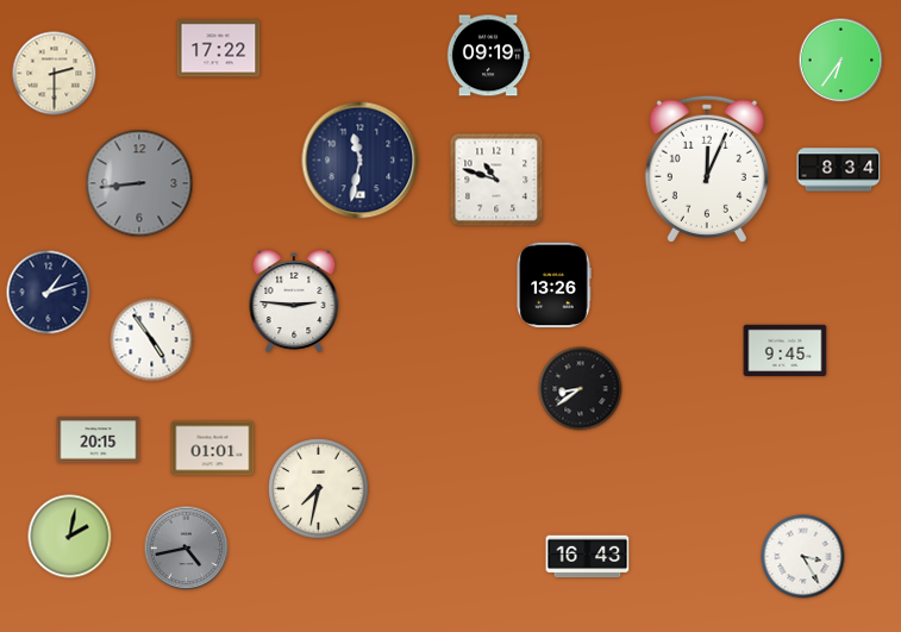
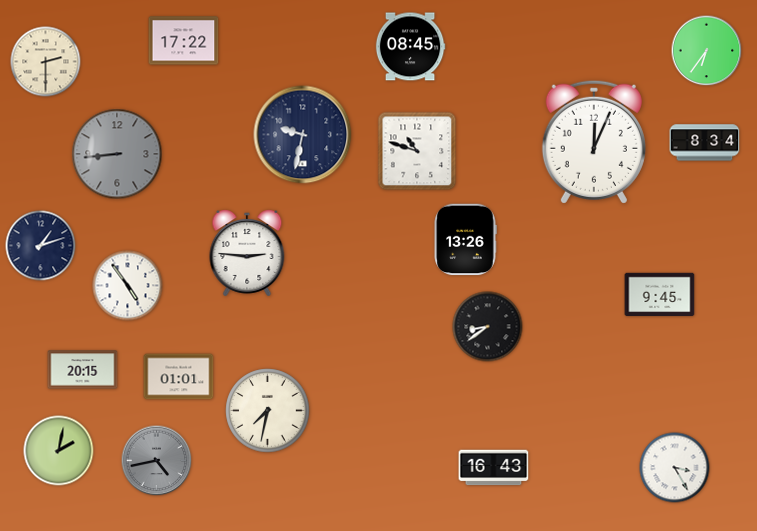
clock at (488, 56): 09:19 -> 08:45
clock at (361, 161): 11:32 -> 9:32
